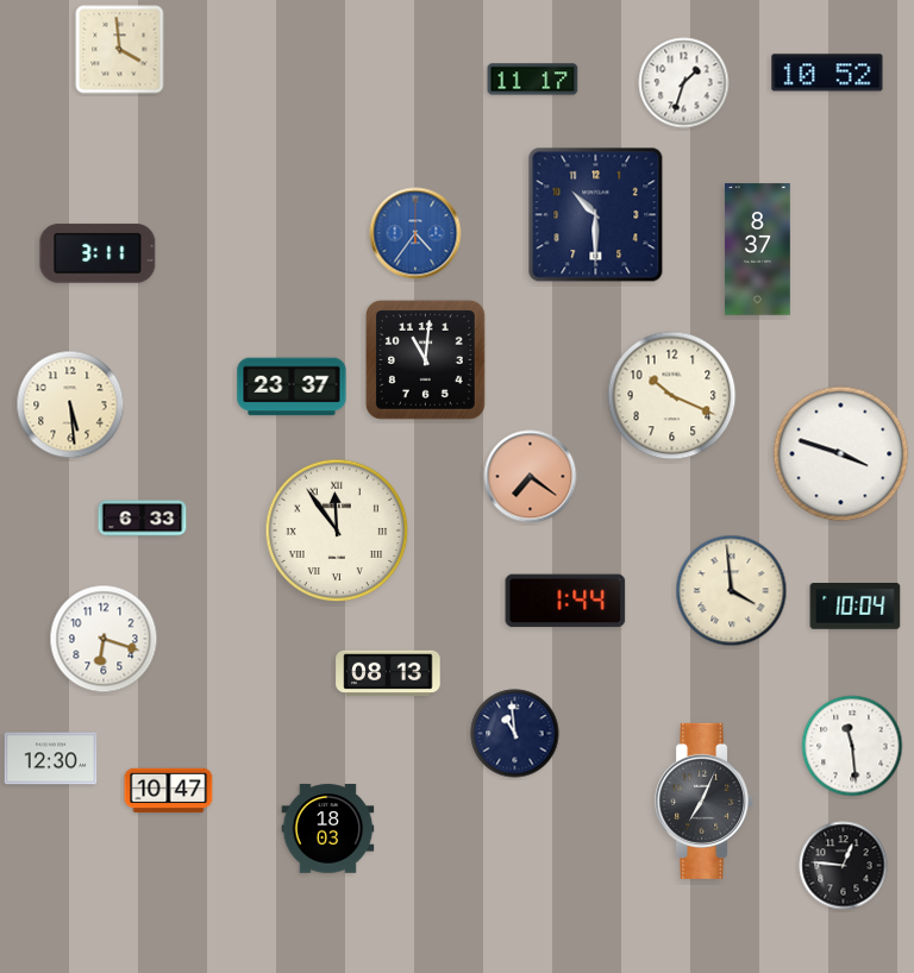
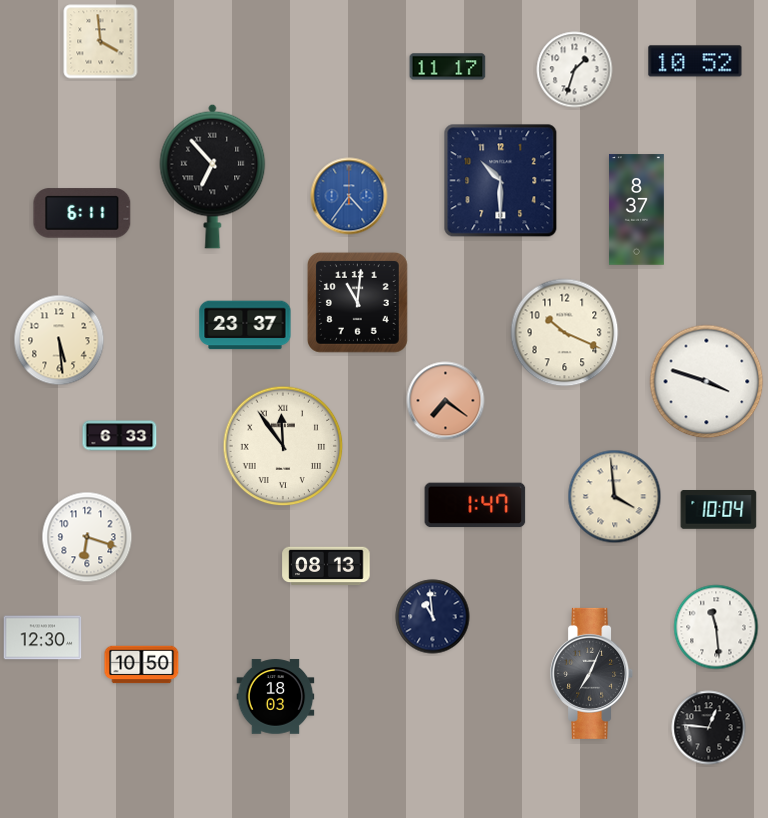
clock at (213, 176): none -> 6:53
clock at (98, 253): 3:11 -> 6:11
clock at (565, 601): 1:44 -> 1:47
clock at (169, 791): 10:47 -> 10:50
